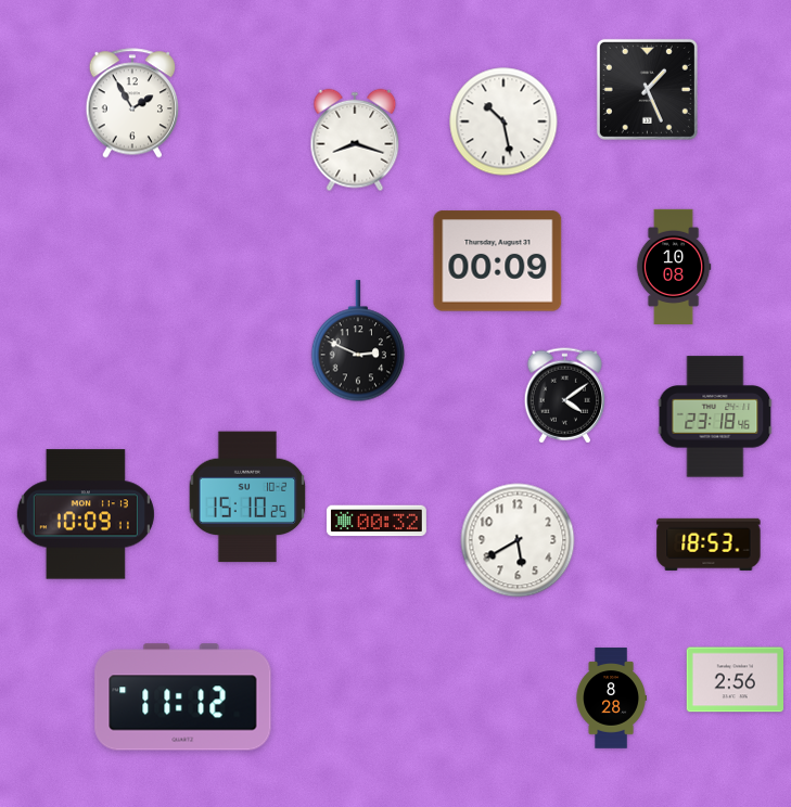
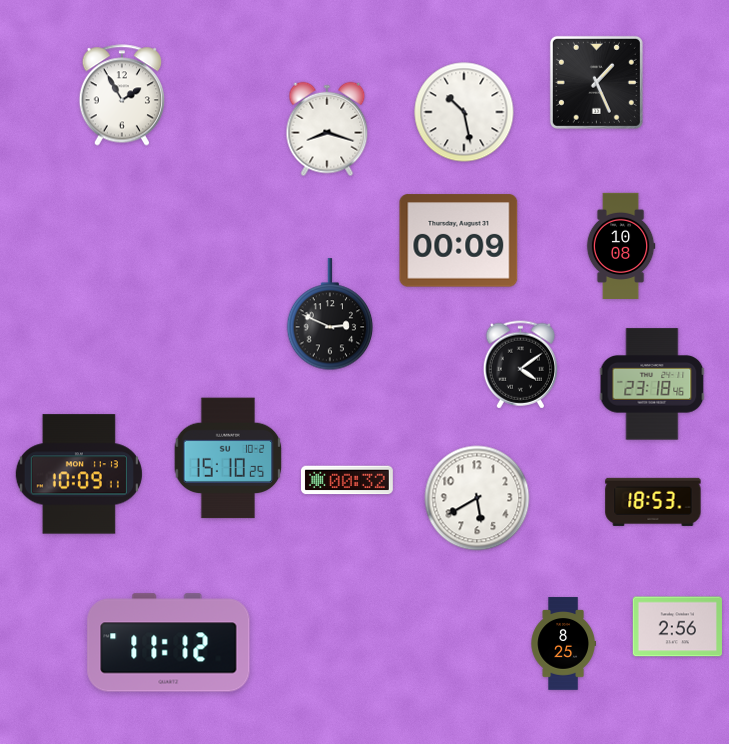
clock at (715, 417) position: (715, 417) -> (652, 384)
clock at (611, 699): 8:28 -> 8:25
